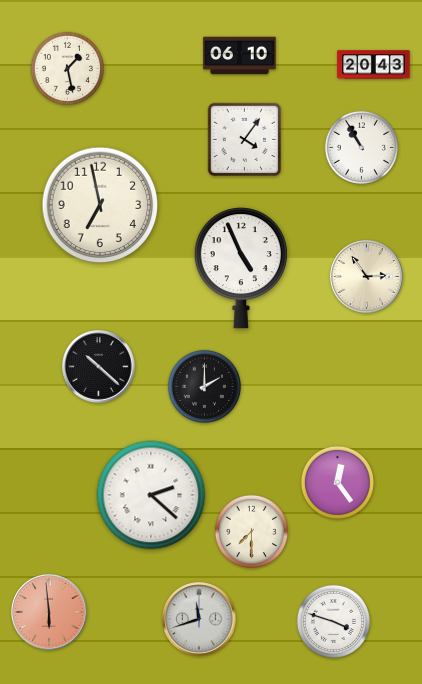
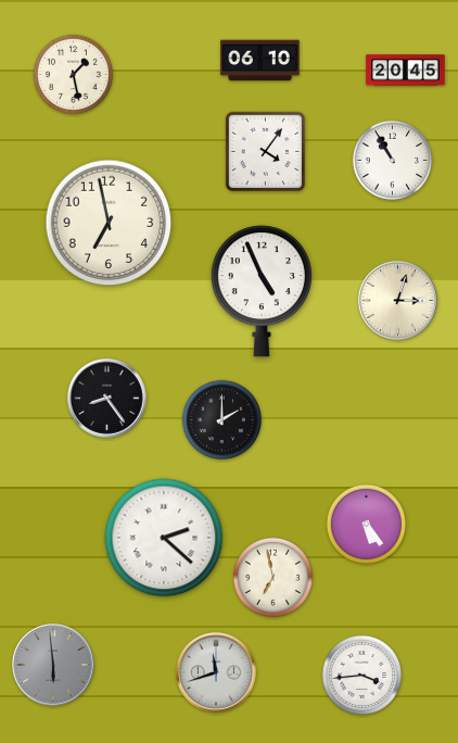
clock at (374, 65): 20:43 -> 20:45
clock at (367, 277): 2:54 -> 3:03
clock at (99, 367): 10:22 -> 8:24
clock at (337, 482): 12:24 -> 5:24
clock at (251, 531): 7:30 -> 6:58
clock at (49, 612) dial: salmon -> grey
clock at (333, 621): 3:48 -> 3:44
